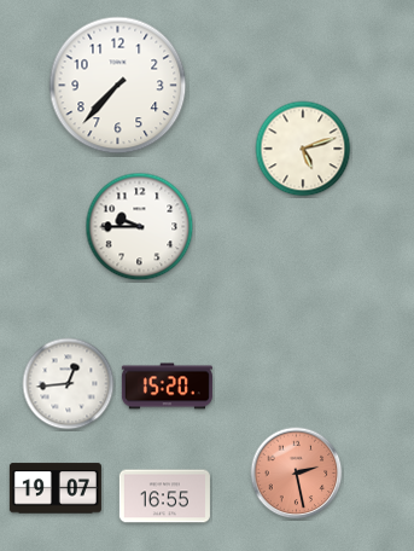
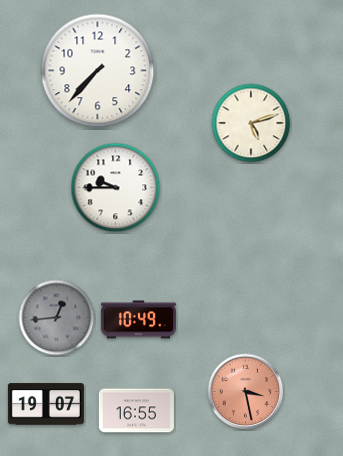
clock at (69, 384) dial: white -> grey
clock at (167, 387): 15:20 -> 10:49
clock at (297, 474): 2:28 -> 3:28
